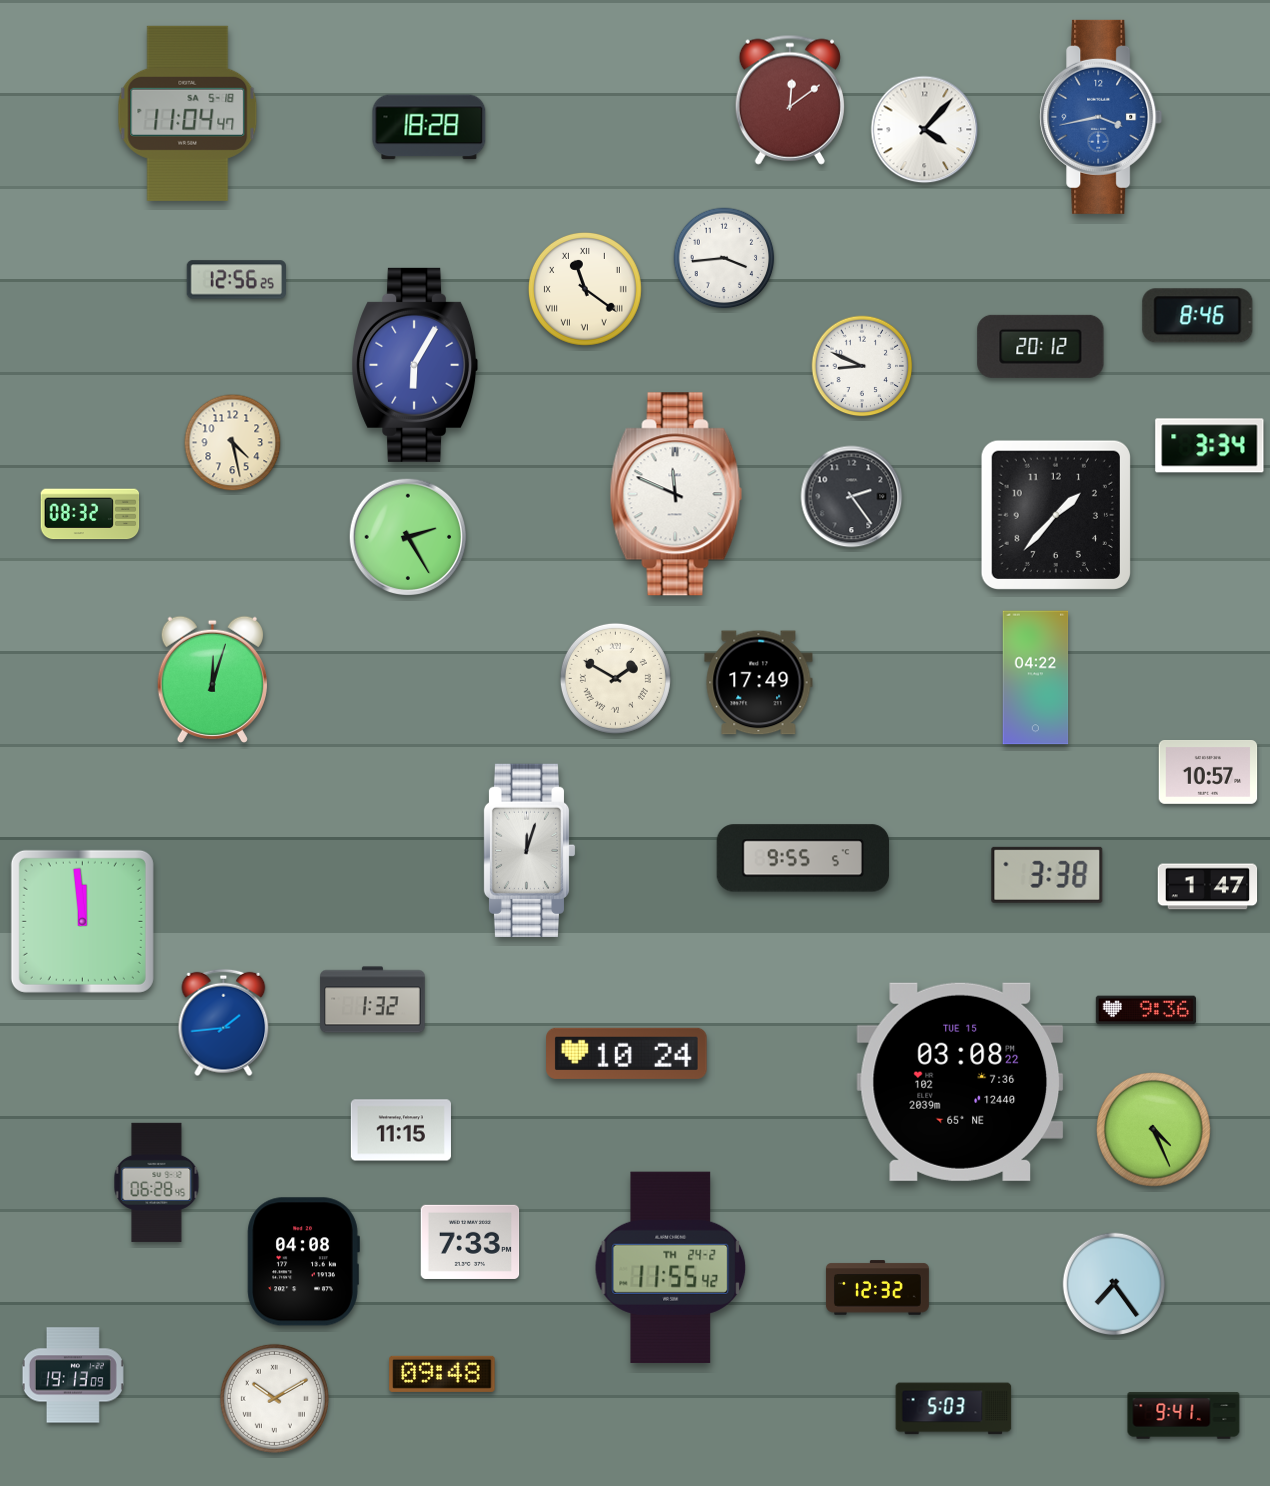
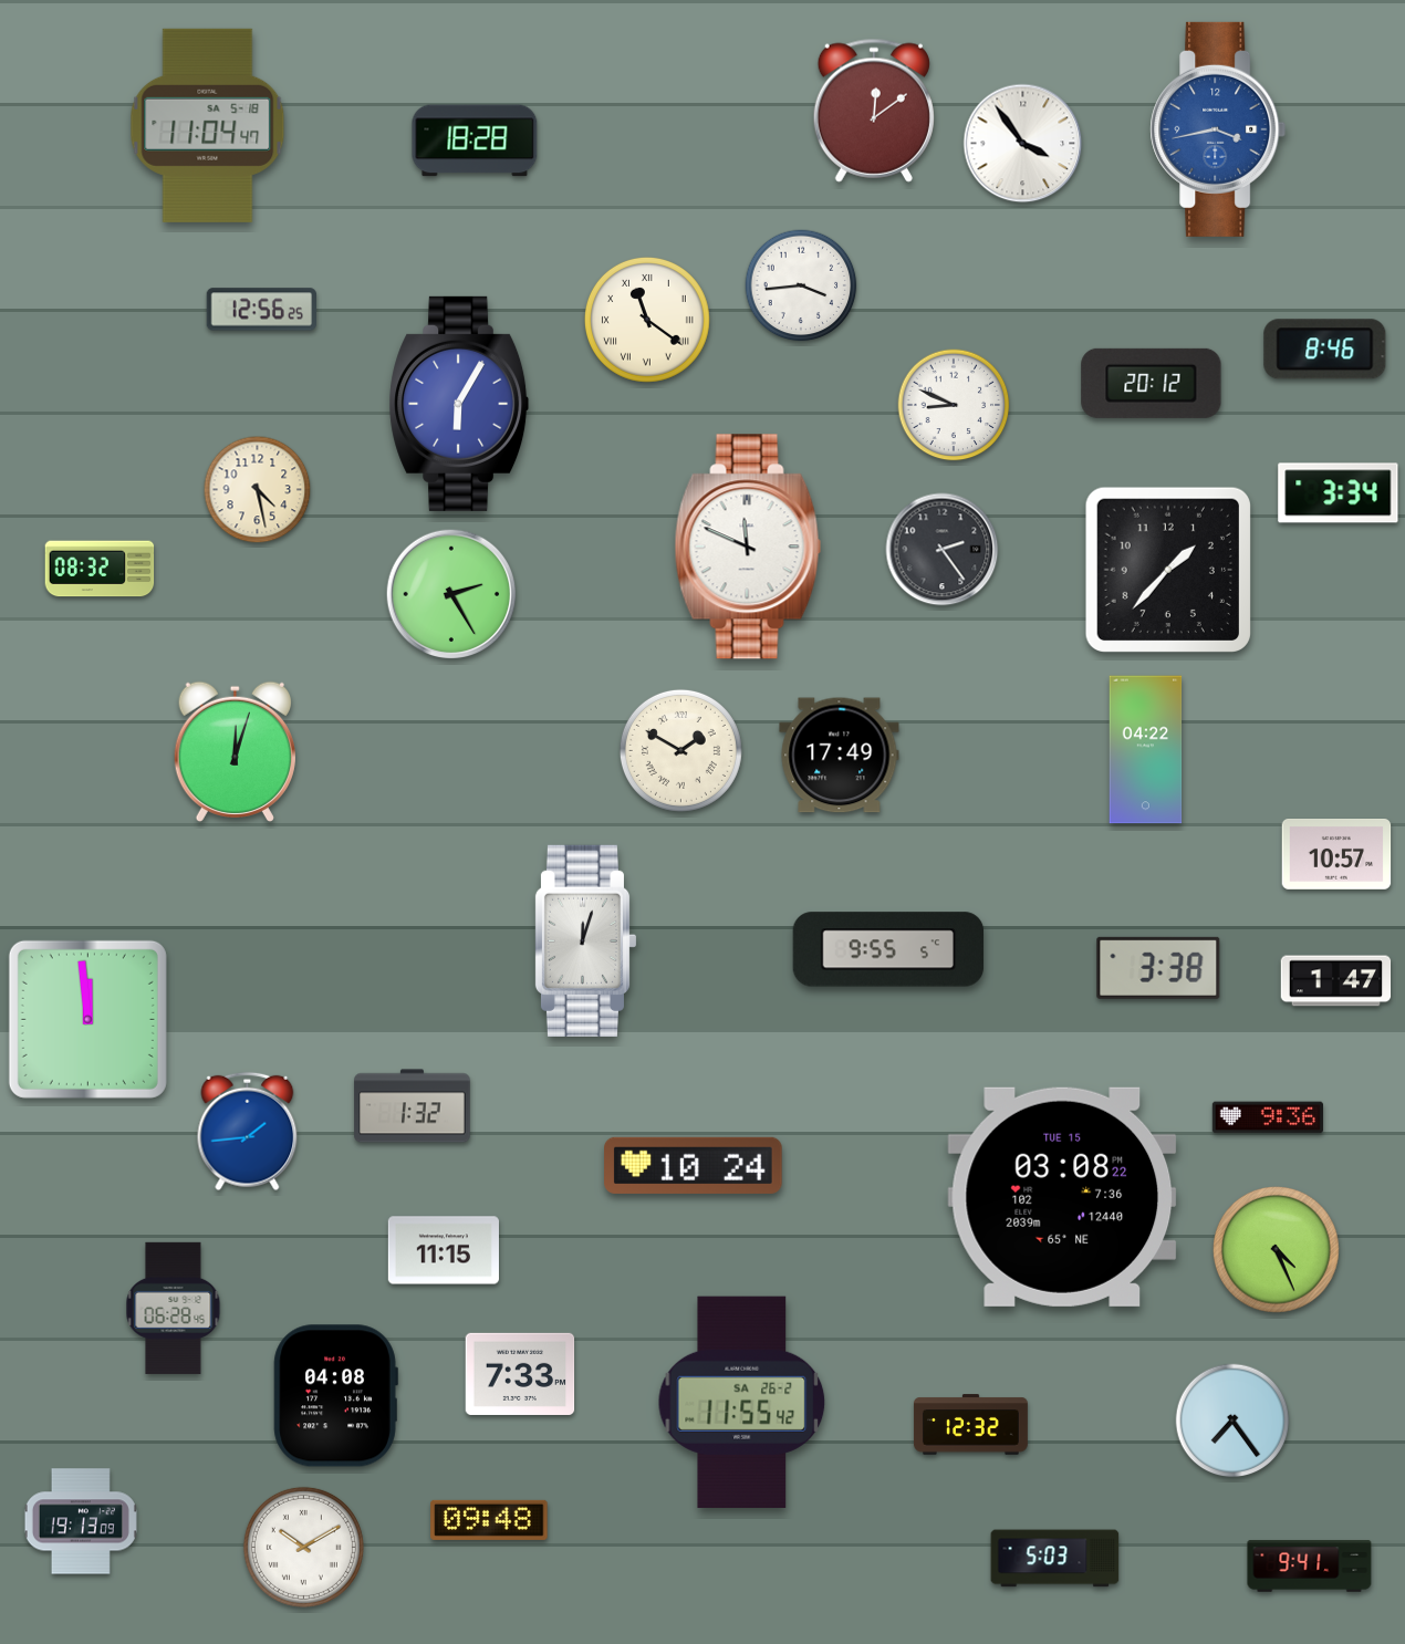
clock at (925, 130): 4:07 -> 3:54
clock at (82, 921) position: (82, 921) -> (87, 1019)
clock at (671, 1267) date: TH 24-2 -> SA 26-2
